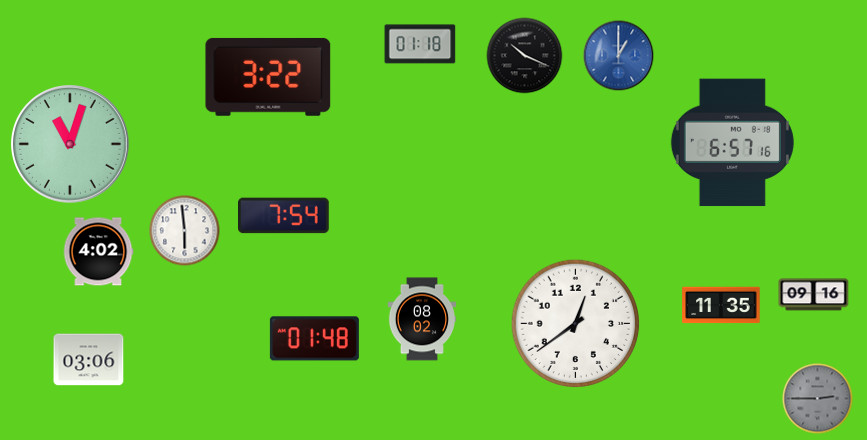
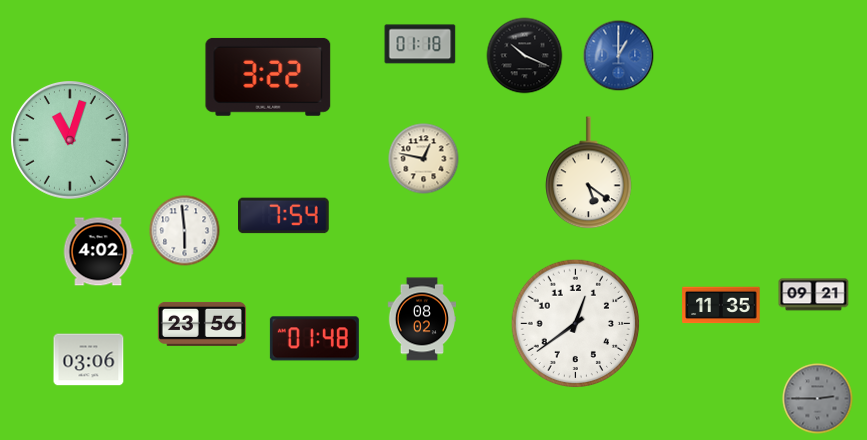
clock at (732, 143): 6:57 -> none
clock at (71, 145) position: (71, 145) -> (71, 141)
clock at (424, 159): none -> 12:47
clock at (589, 173): none -> 5:21
clock at (814, 295): 09:16 -> 09:21
clock at (202, 324): none -> 23:56
